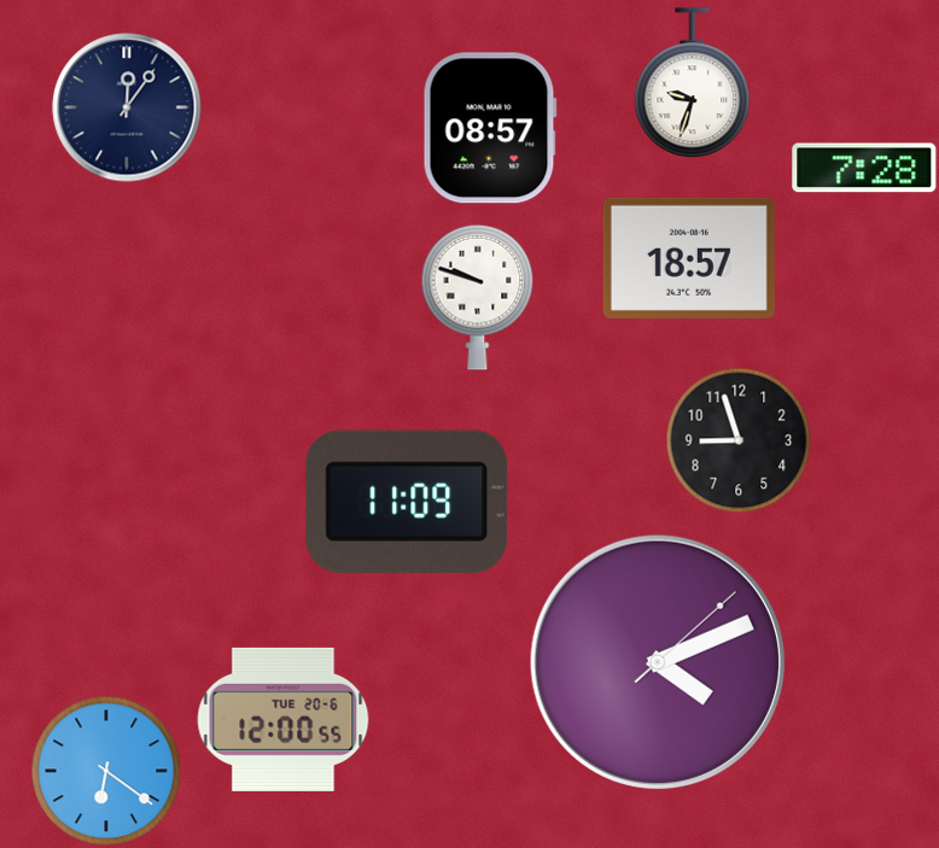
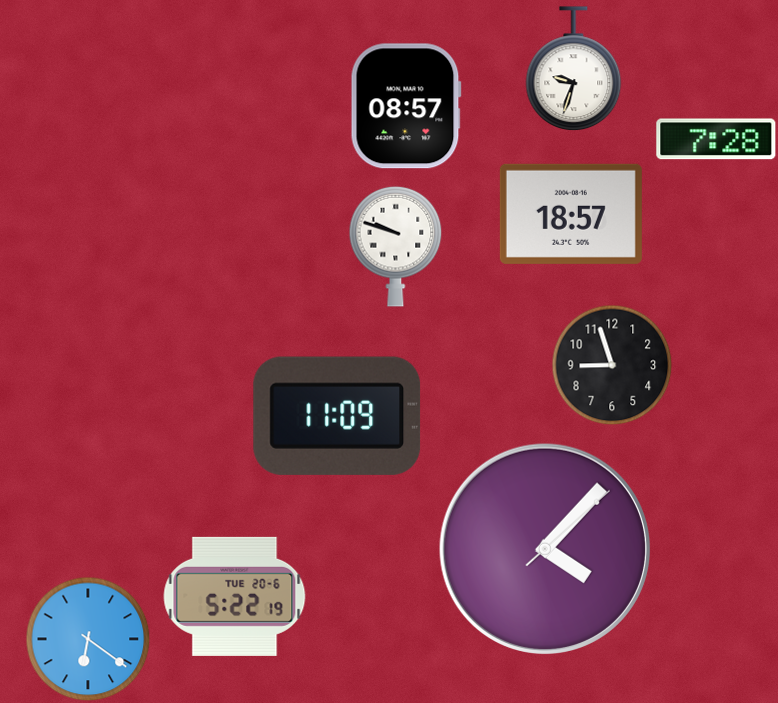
clock at (127, 107): 12:06 -> none
clock at (658, 662): 4:11 -> 4:07
clock at (284, 719): 12:00 -> 5:22
